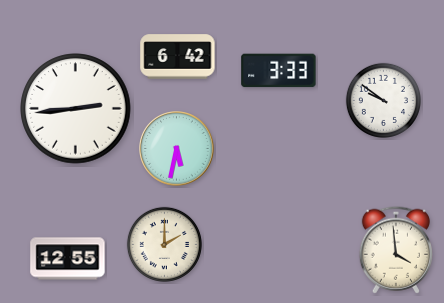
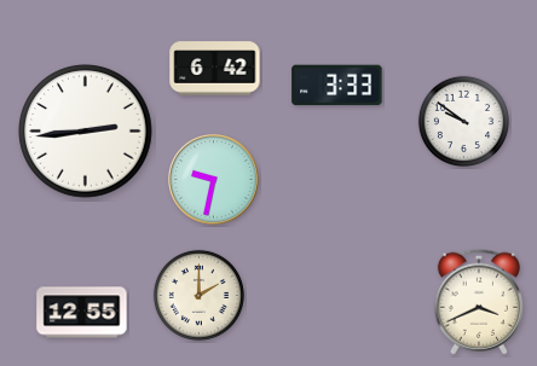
clock at (76, 109) position: (76, 109) -> (86, 132)
clock at (177, 149): 5:32 -> 9:32
clock at (396, 250): 3:59 -> 3:41
